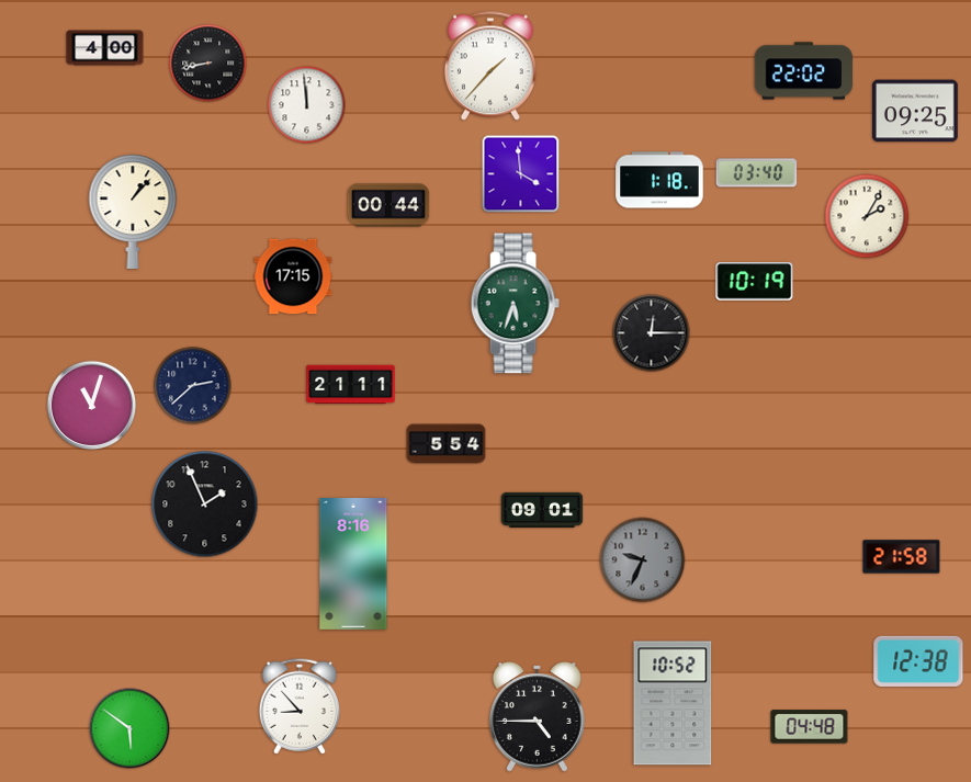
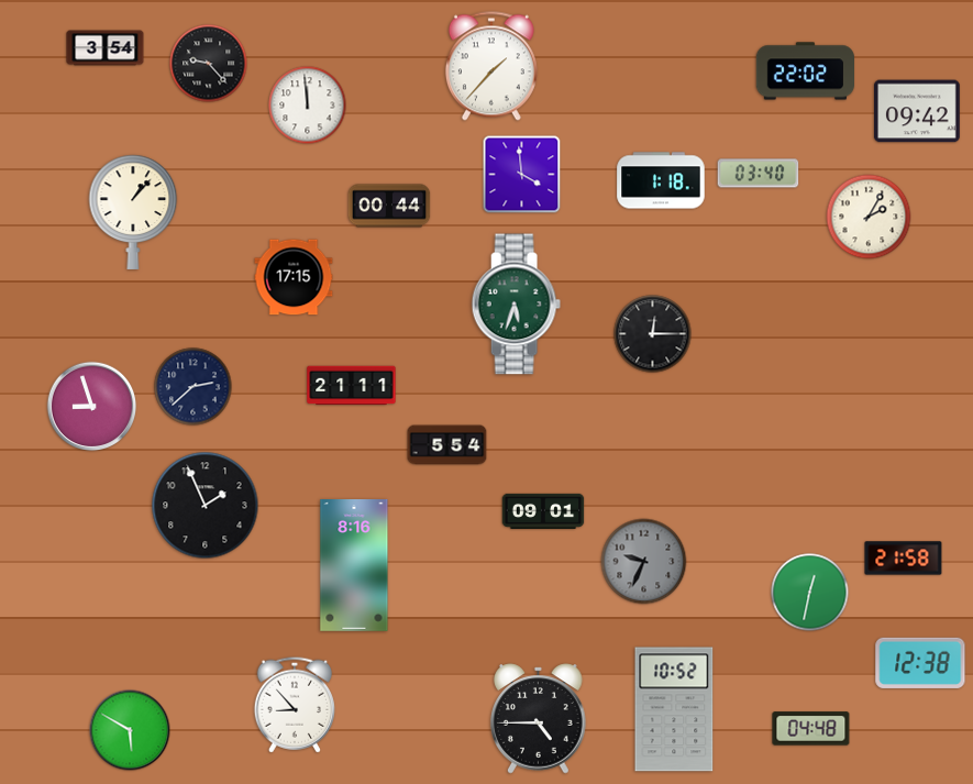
clock at (105, 48): 4:00 -> 3:54
clock at (208, 64): 8:43 -> 9:23
clock at (915, 111): 09:25 -> 09:42
clock at (755, 282): 10:19 -> none
clock at (92, 406): 11:03 -> 8:57
clock at (810, 593): none -> 12:32
clock at (673, 703) position: (673, 703) -> (674, 709)
clock at (300, 706) position: (300, 706) -> (295, 705)
clock at (129, 728): 5:51 -> 5:50
